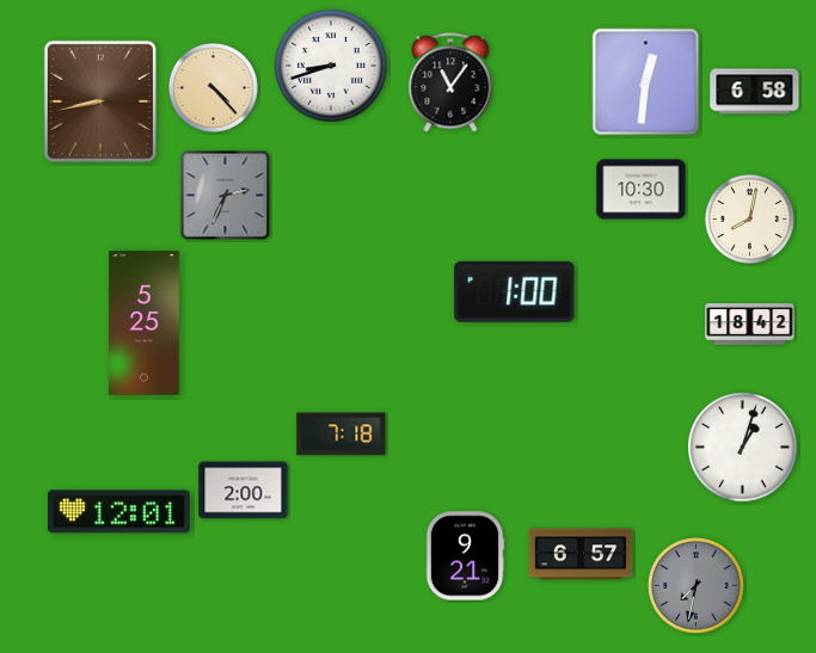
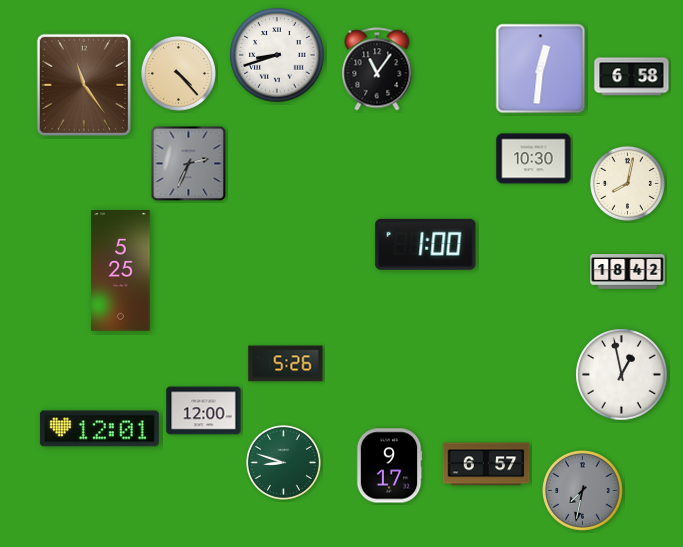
clock at (100, 100): 8:43 -> 11:24
clock at (642, 190) position: (642, 190) -> (534, 159)
clock at (515, 291) position: (515, 291) -> (426, 244)
clock at (342, 435): 7:18 -> 5:26
clock at (743, 448): 1:03 -> 12:58
clock at (244, 491): 2:00 -> 12:00
clock at (283, 462): none -> 8:48
clock at (465, 556): 9:21 -> 9:17
